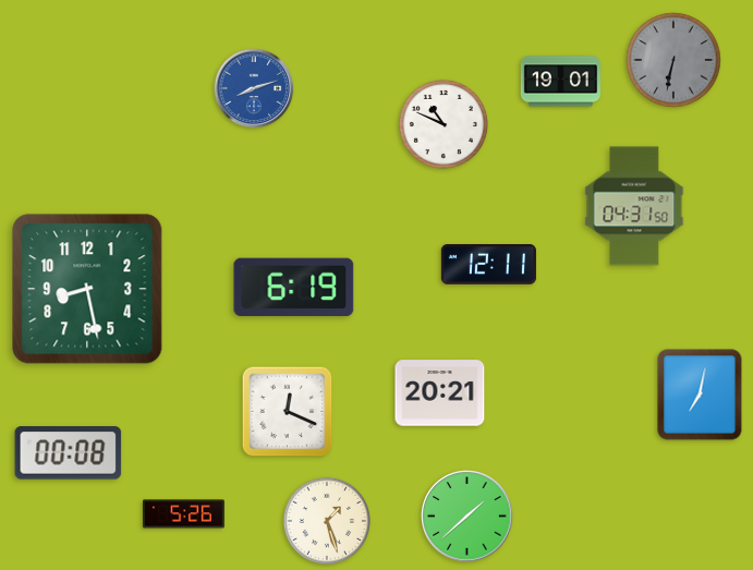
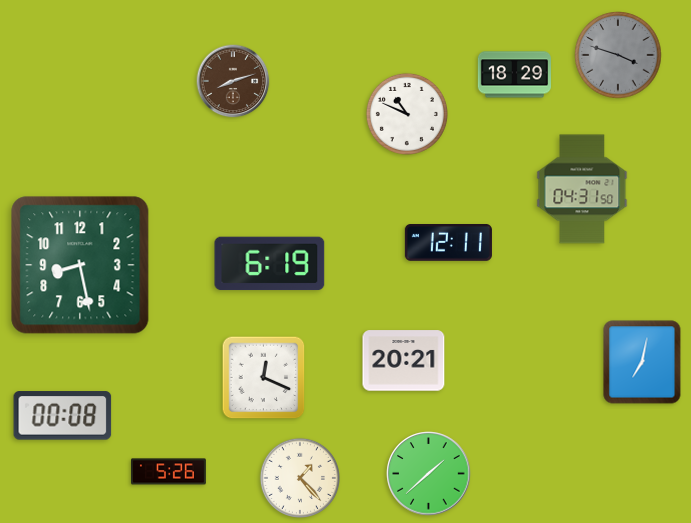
clock at (673, 60): 6:32 -> 3:48
clock at (560, 82): 19:01 -> 18:29
clock at (254, 88) dial: blue -> brown
clock at (326, 520): 1:27 -> 1:23
